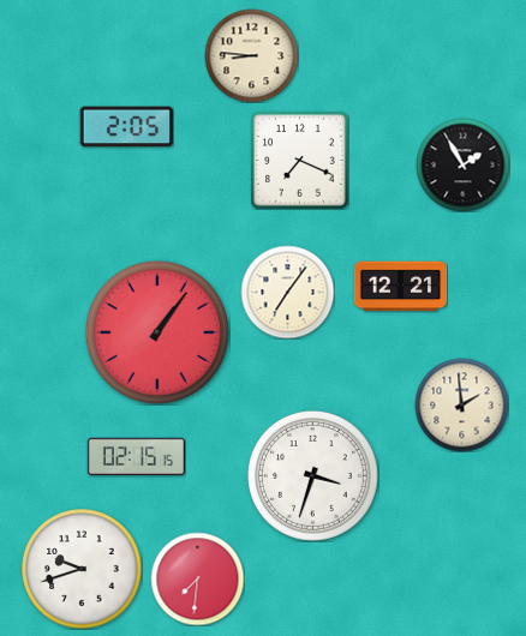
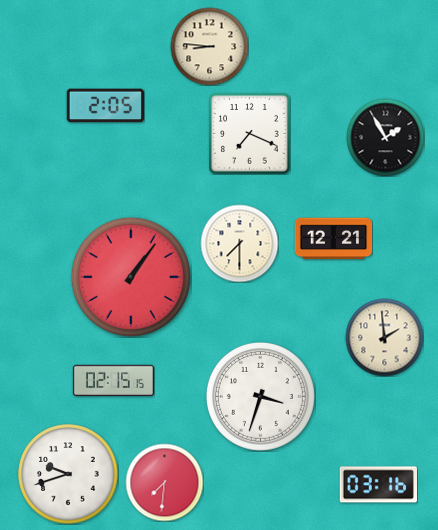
clock at (287, 292): 7:06 -> 7:30
clock at (378, 485): none -> 03:16
